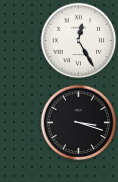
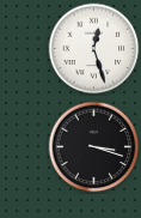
clock at (79, 41): 12:25 -> 12:27
